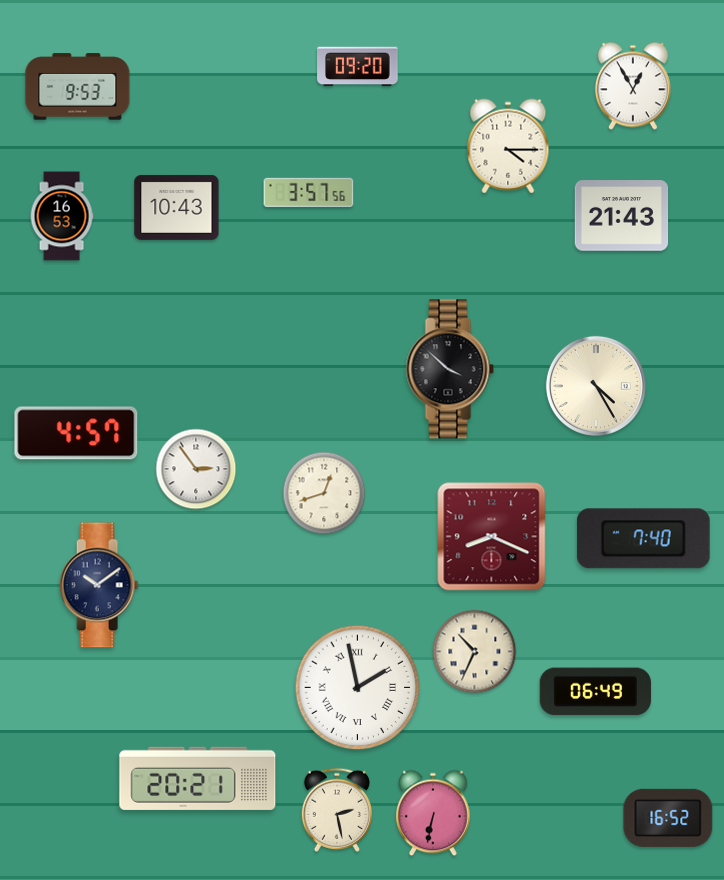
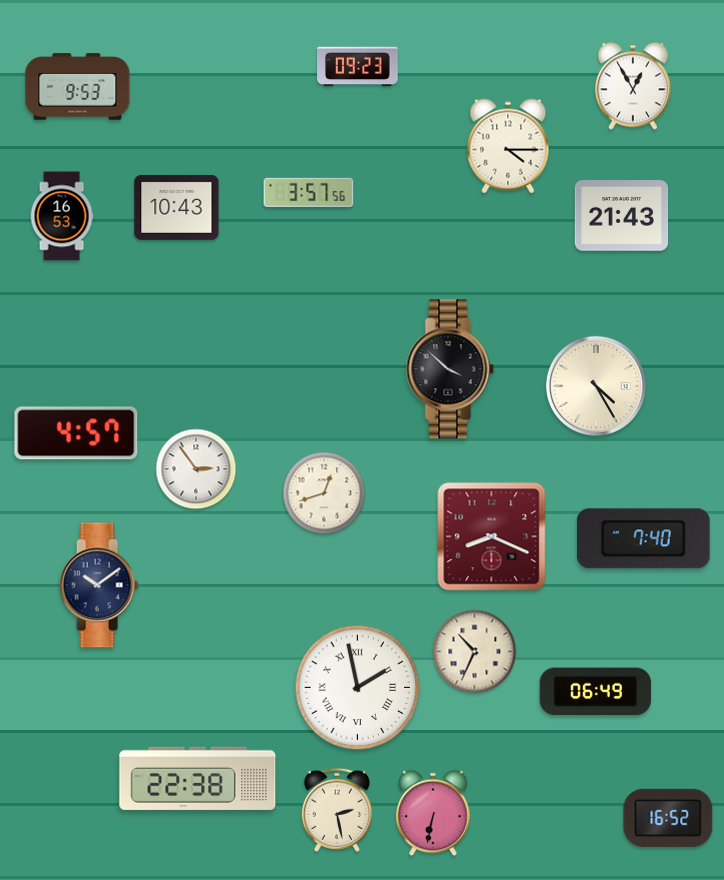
clock at (358, 67): 09:20 -> 09:23
clock at (198, 778): 20:21 -> 22:38
